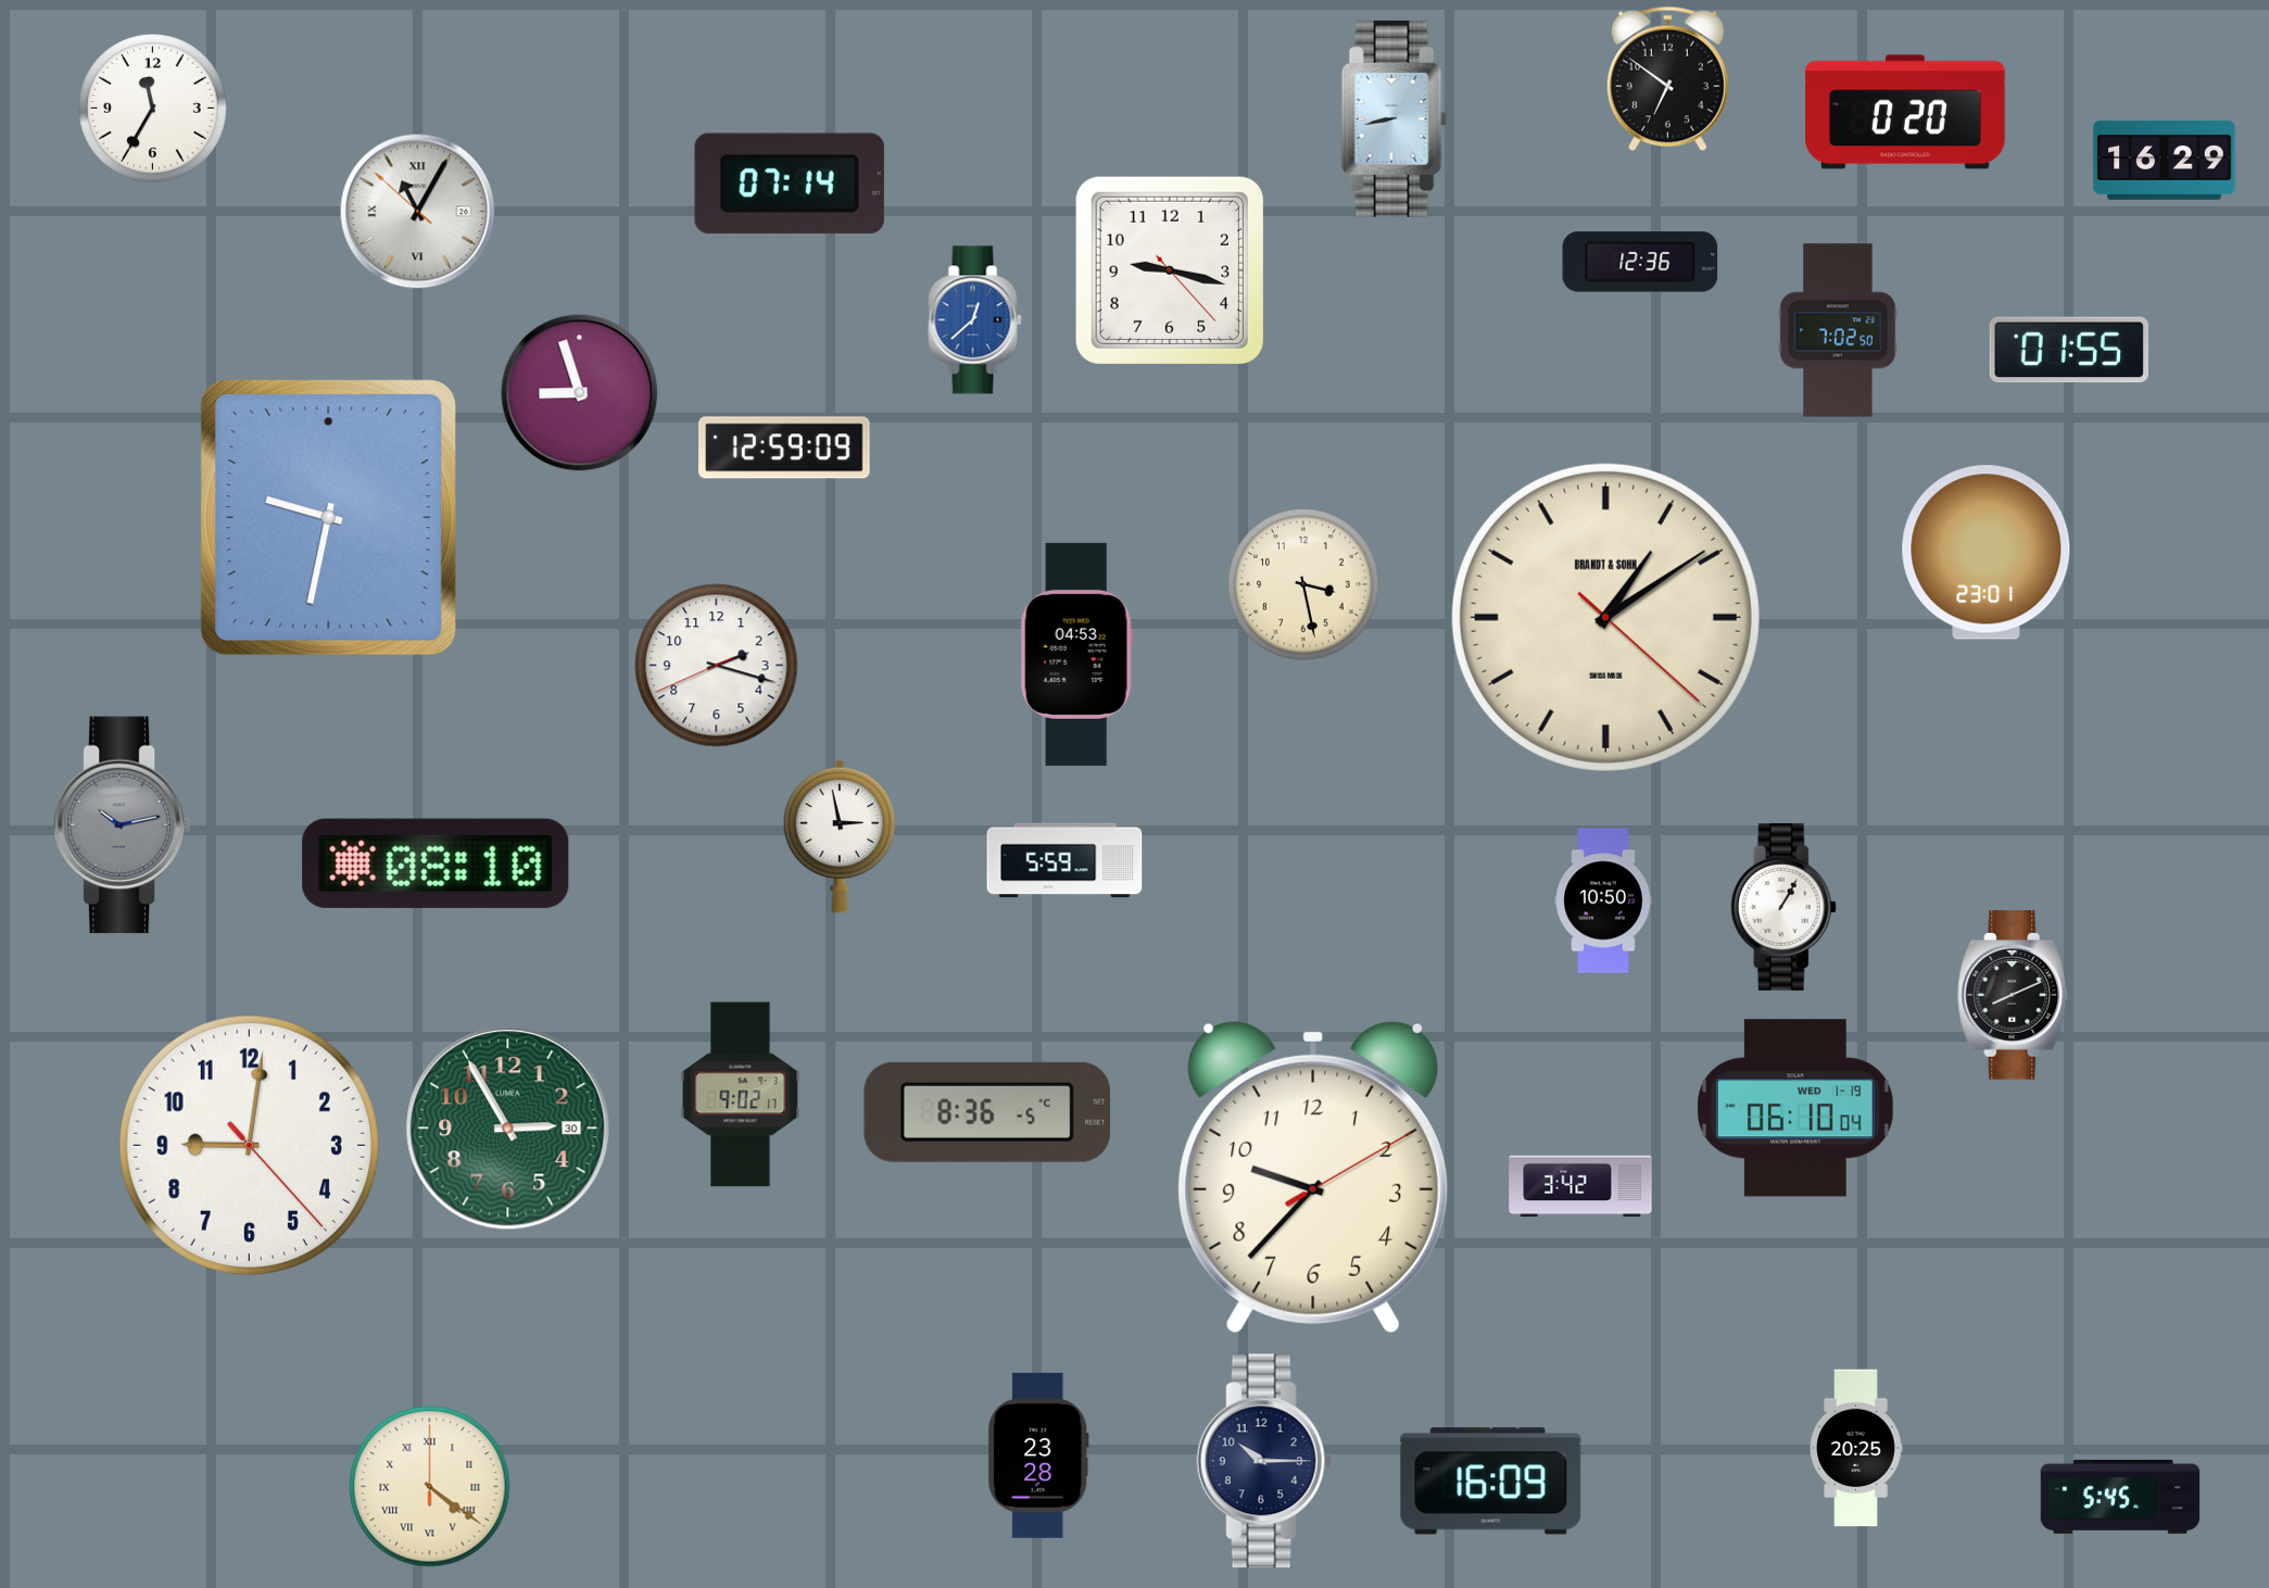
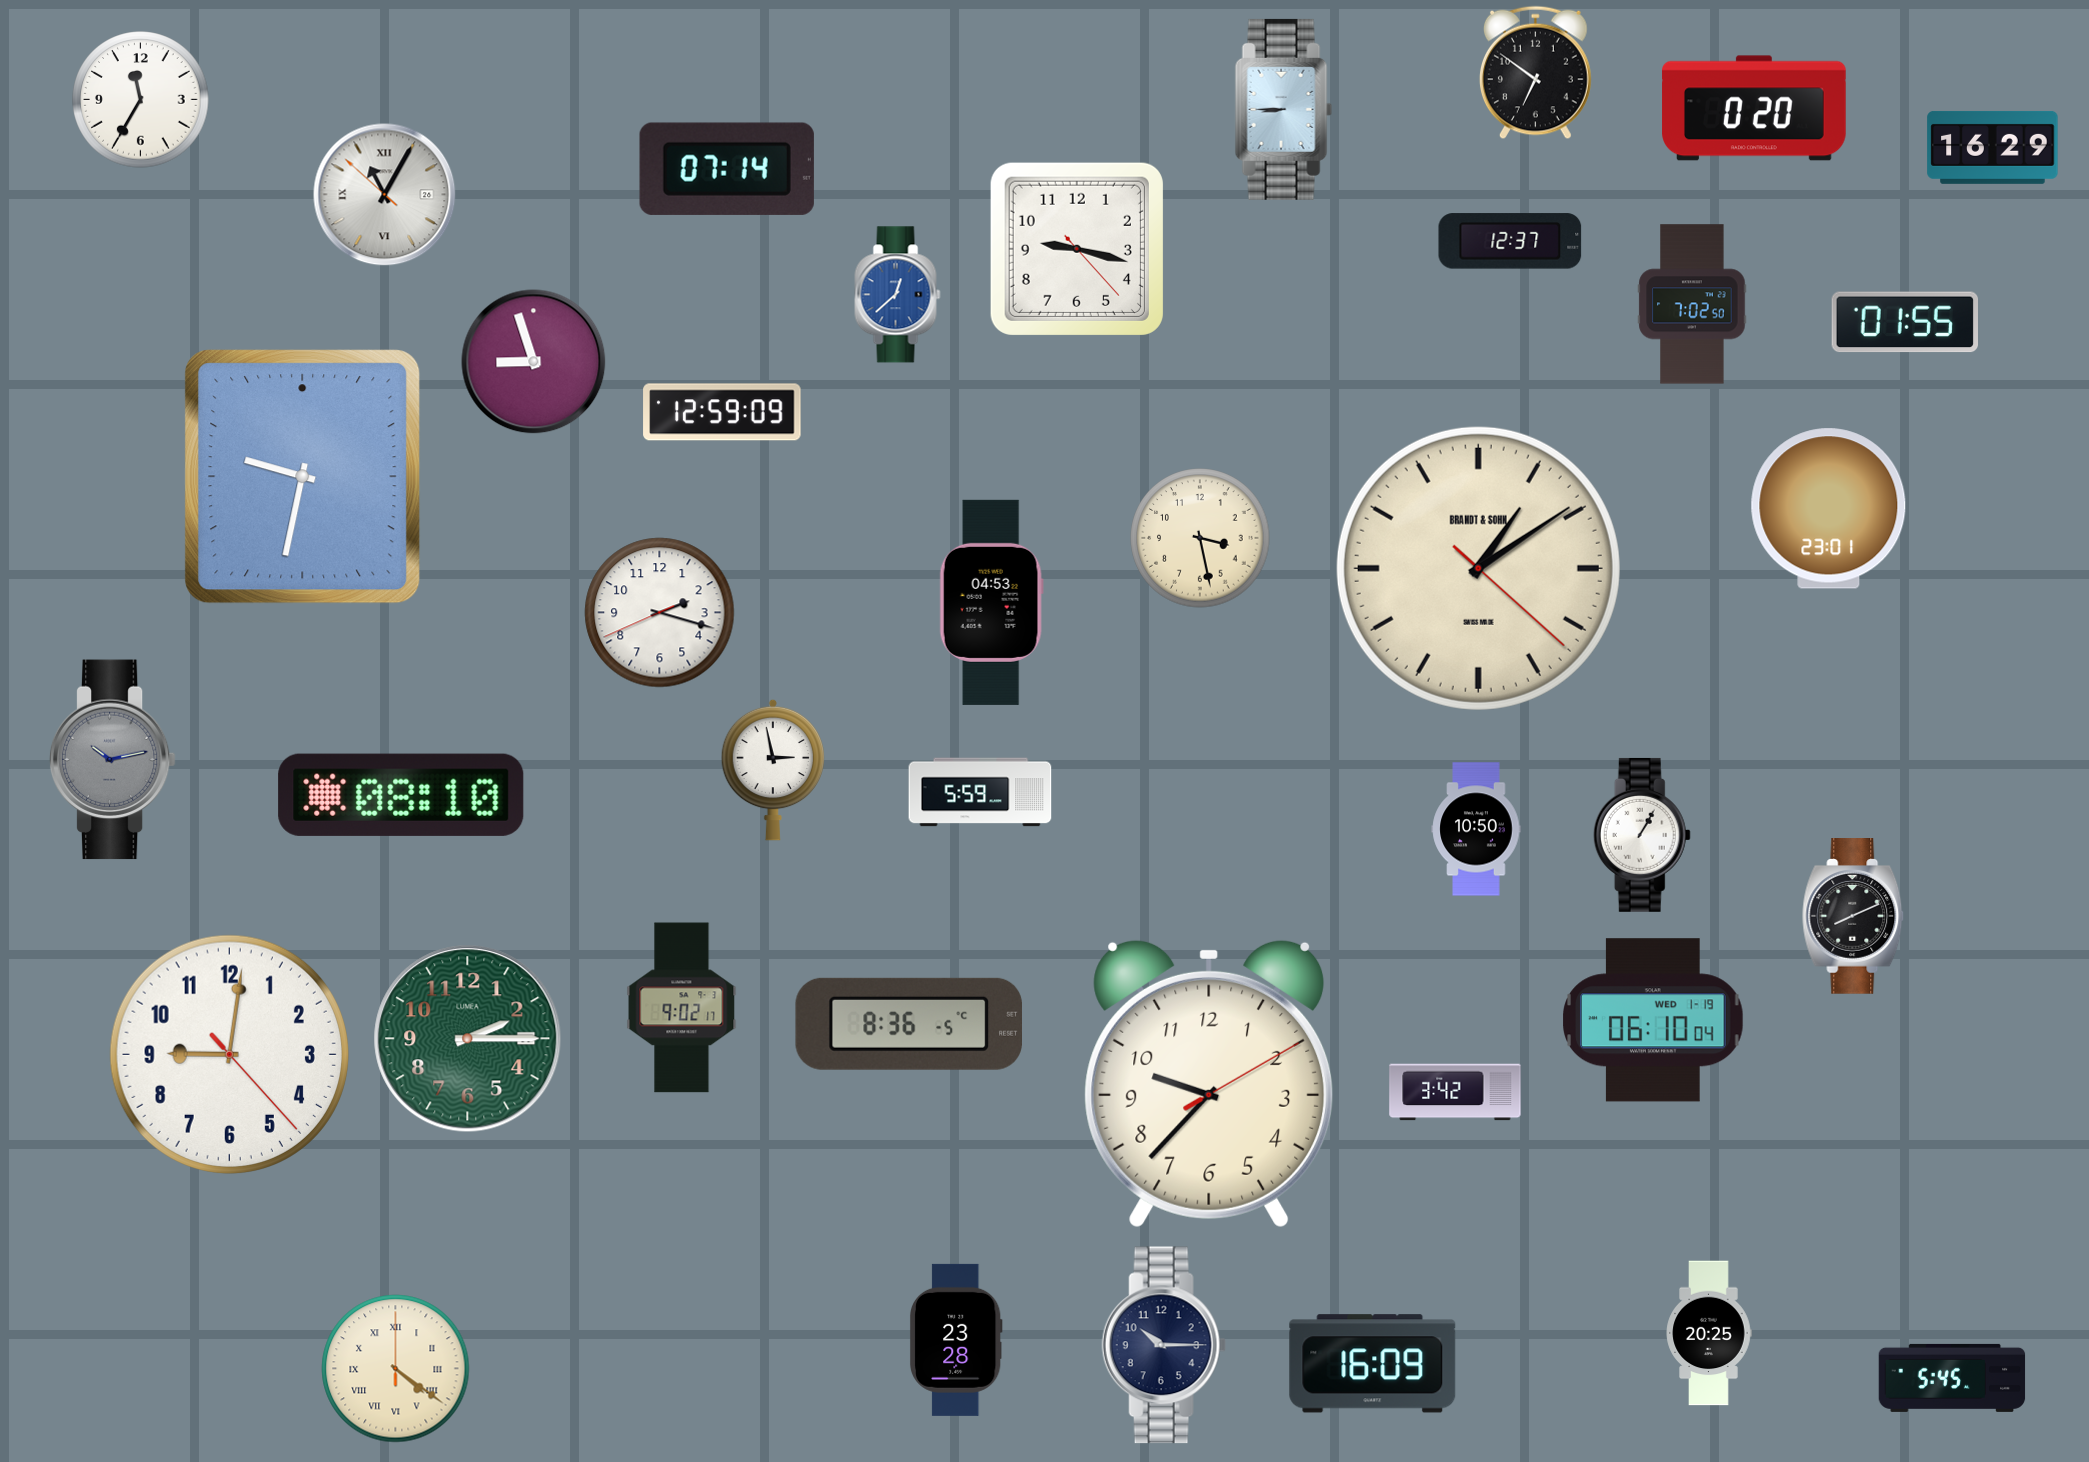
clock at (1905, 112) position: (1905, 112) -> (1754, 108)
clock at (1395, 118): 8:43 -> 8:45
clock at (1640, 262): 12:36 -> 12:37
clock at (508, 1129): 2:55 -> 2:15
